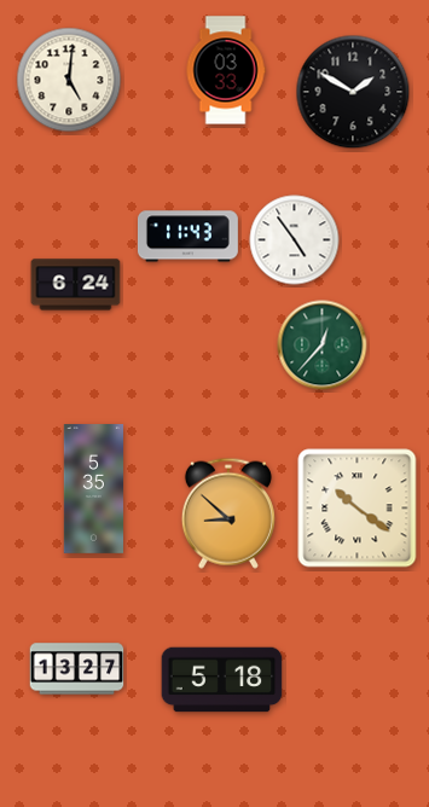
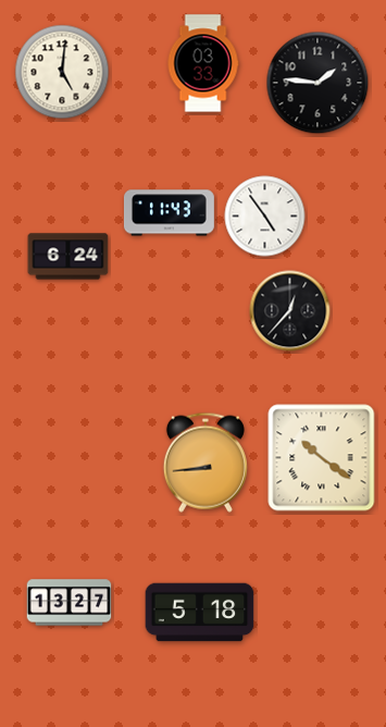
clock at (353, 92): 1:50 -> 1:46
clock at (323, 346) dial: green -> black
clock at (93, 489): 5:35 -> none
clock at (228, 513): 8:52 -> 8:44
